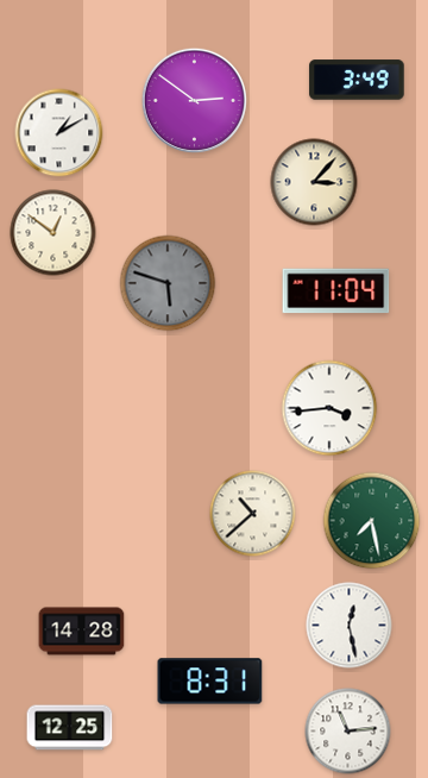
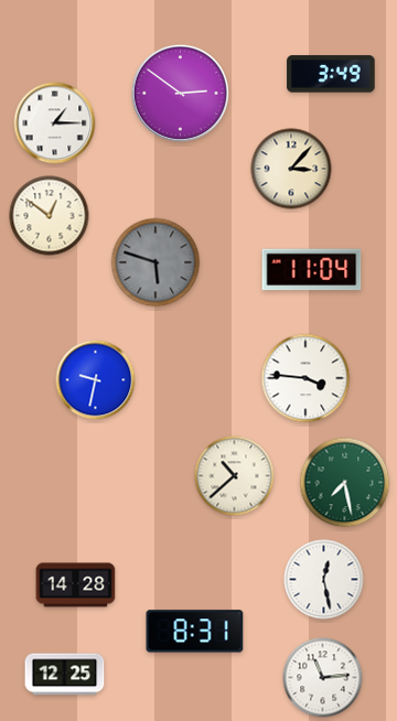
clock at (59, 133): 1:10 -> 1:15
clock at (329, 408): 3:44 -> 3:46
clock at (96, 380): none -> 9:32
